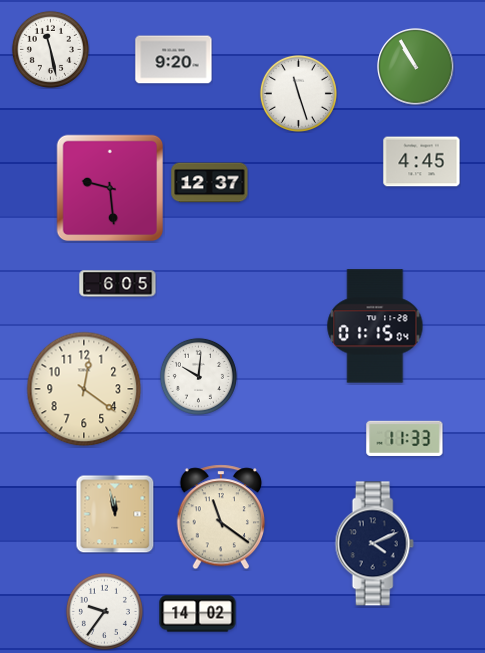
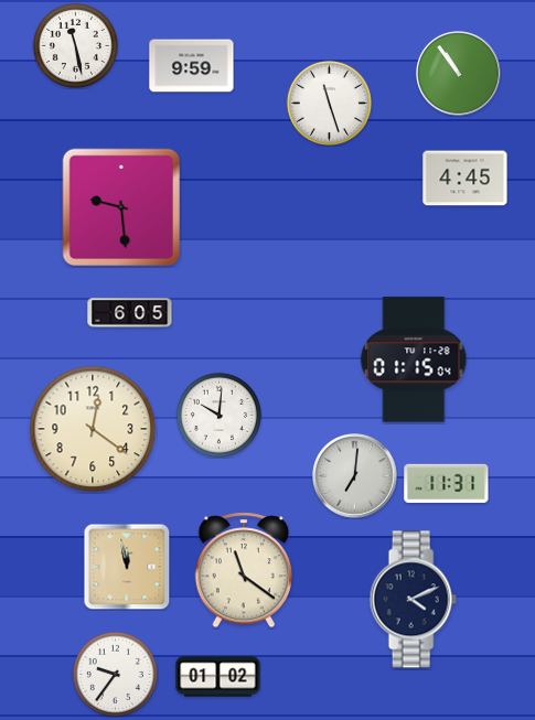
clock at (50, 49) position: (50, 49) -> (75, 45)
clock at (174, 60): 9:20 -> 9:59
clock at (416, 67): 10:55 -> 10:54
clock at (210, 183): 12:37 -> none
clock at (355, 476): none -> 7:01
clock at (405, 438): 11:33 -> 11:31
clock at (198, 614): 14:02 -> 01:02
